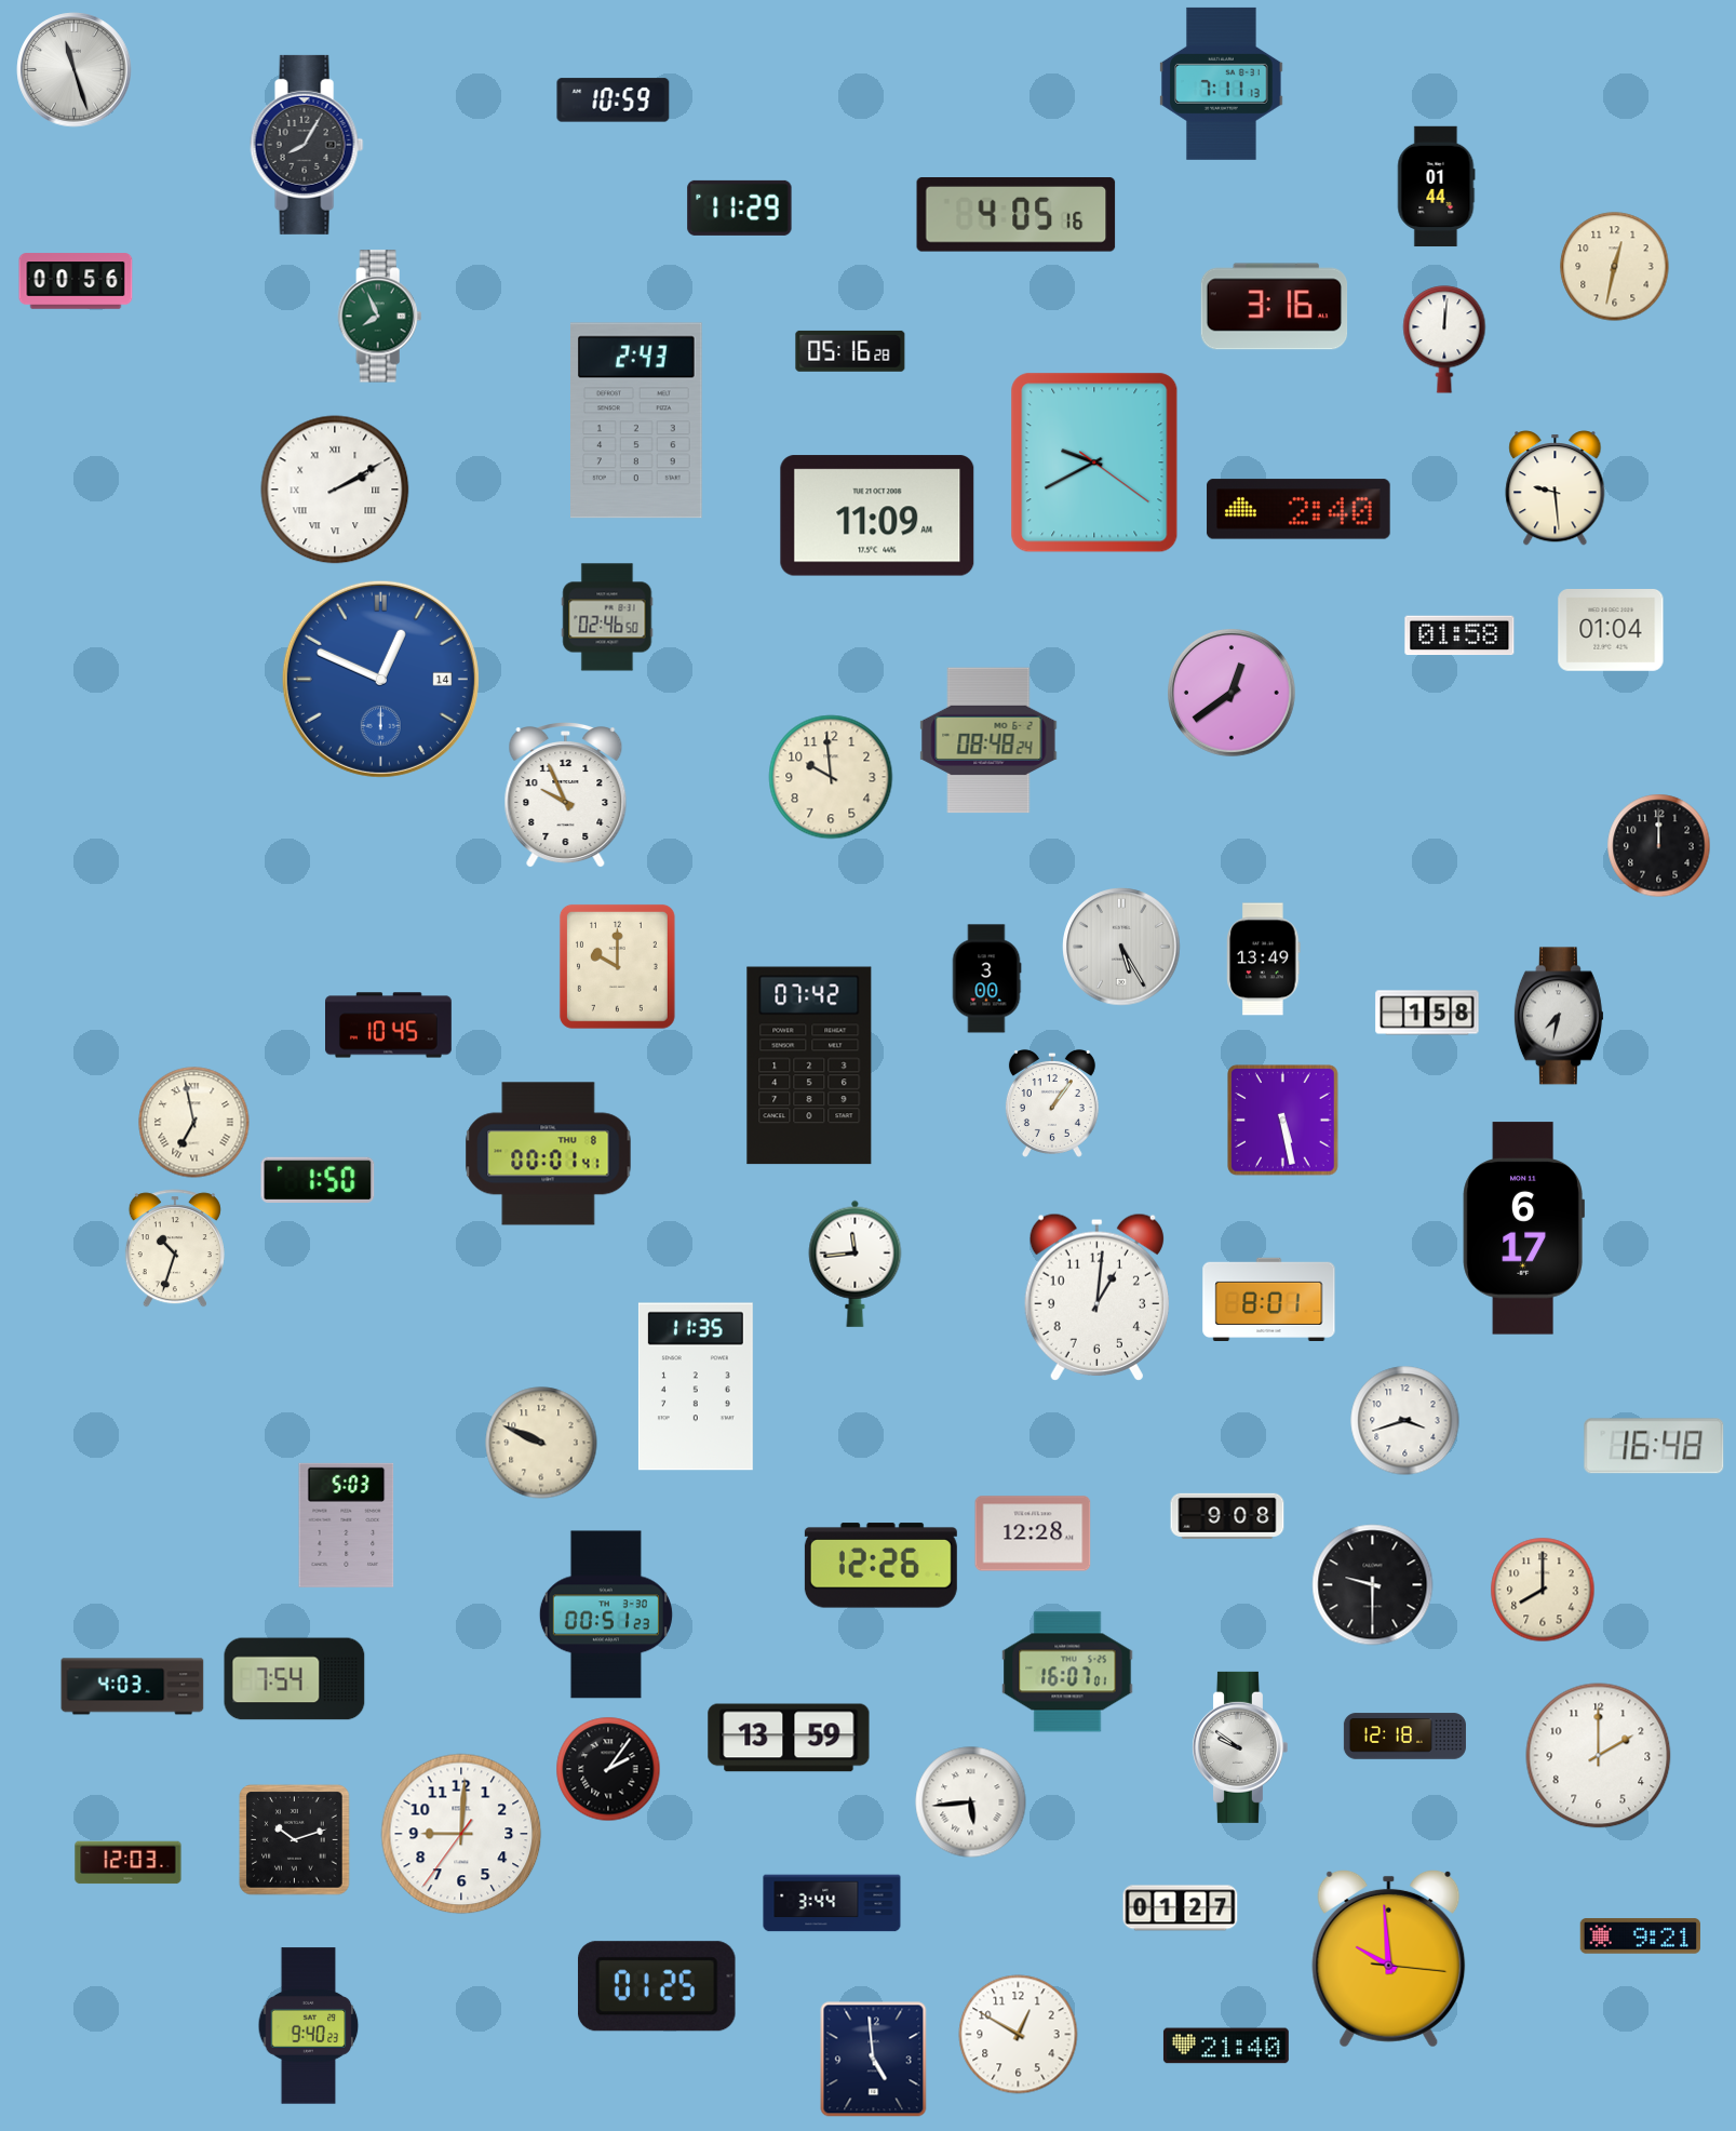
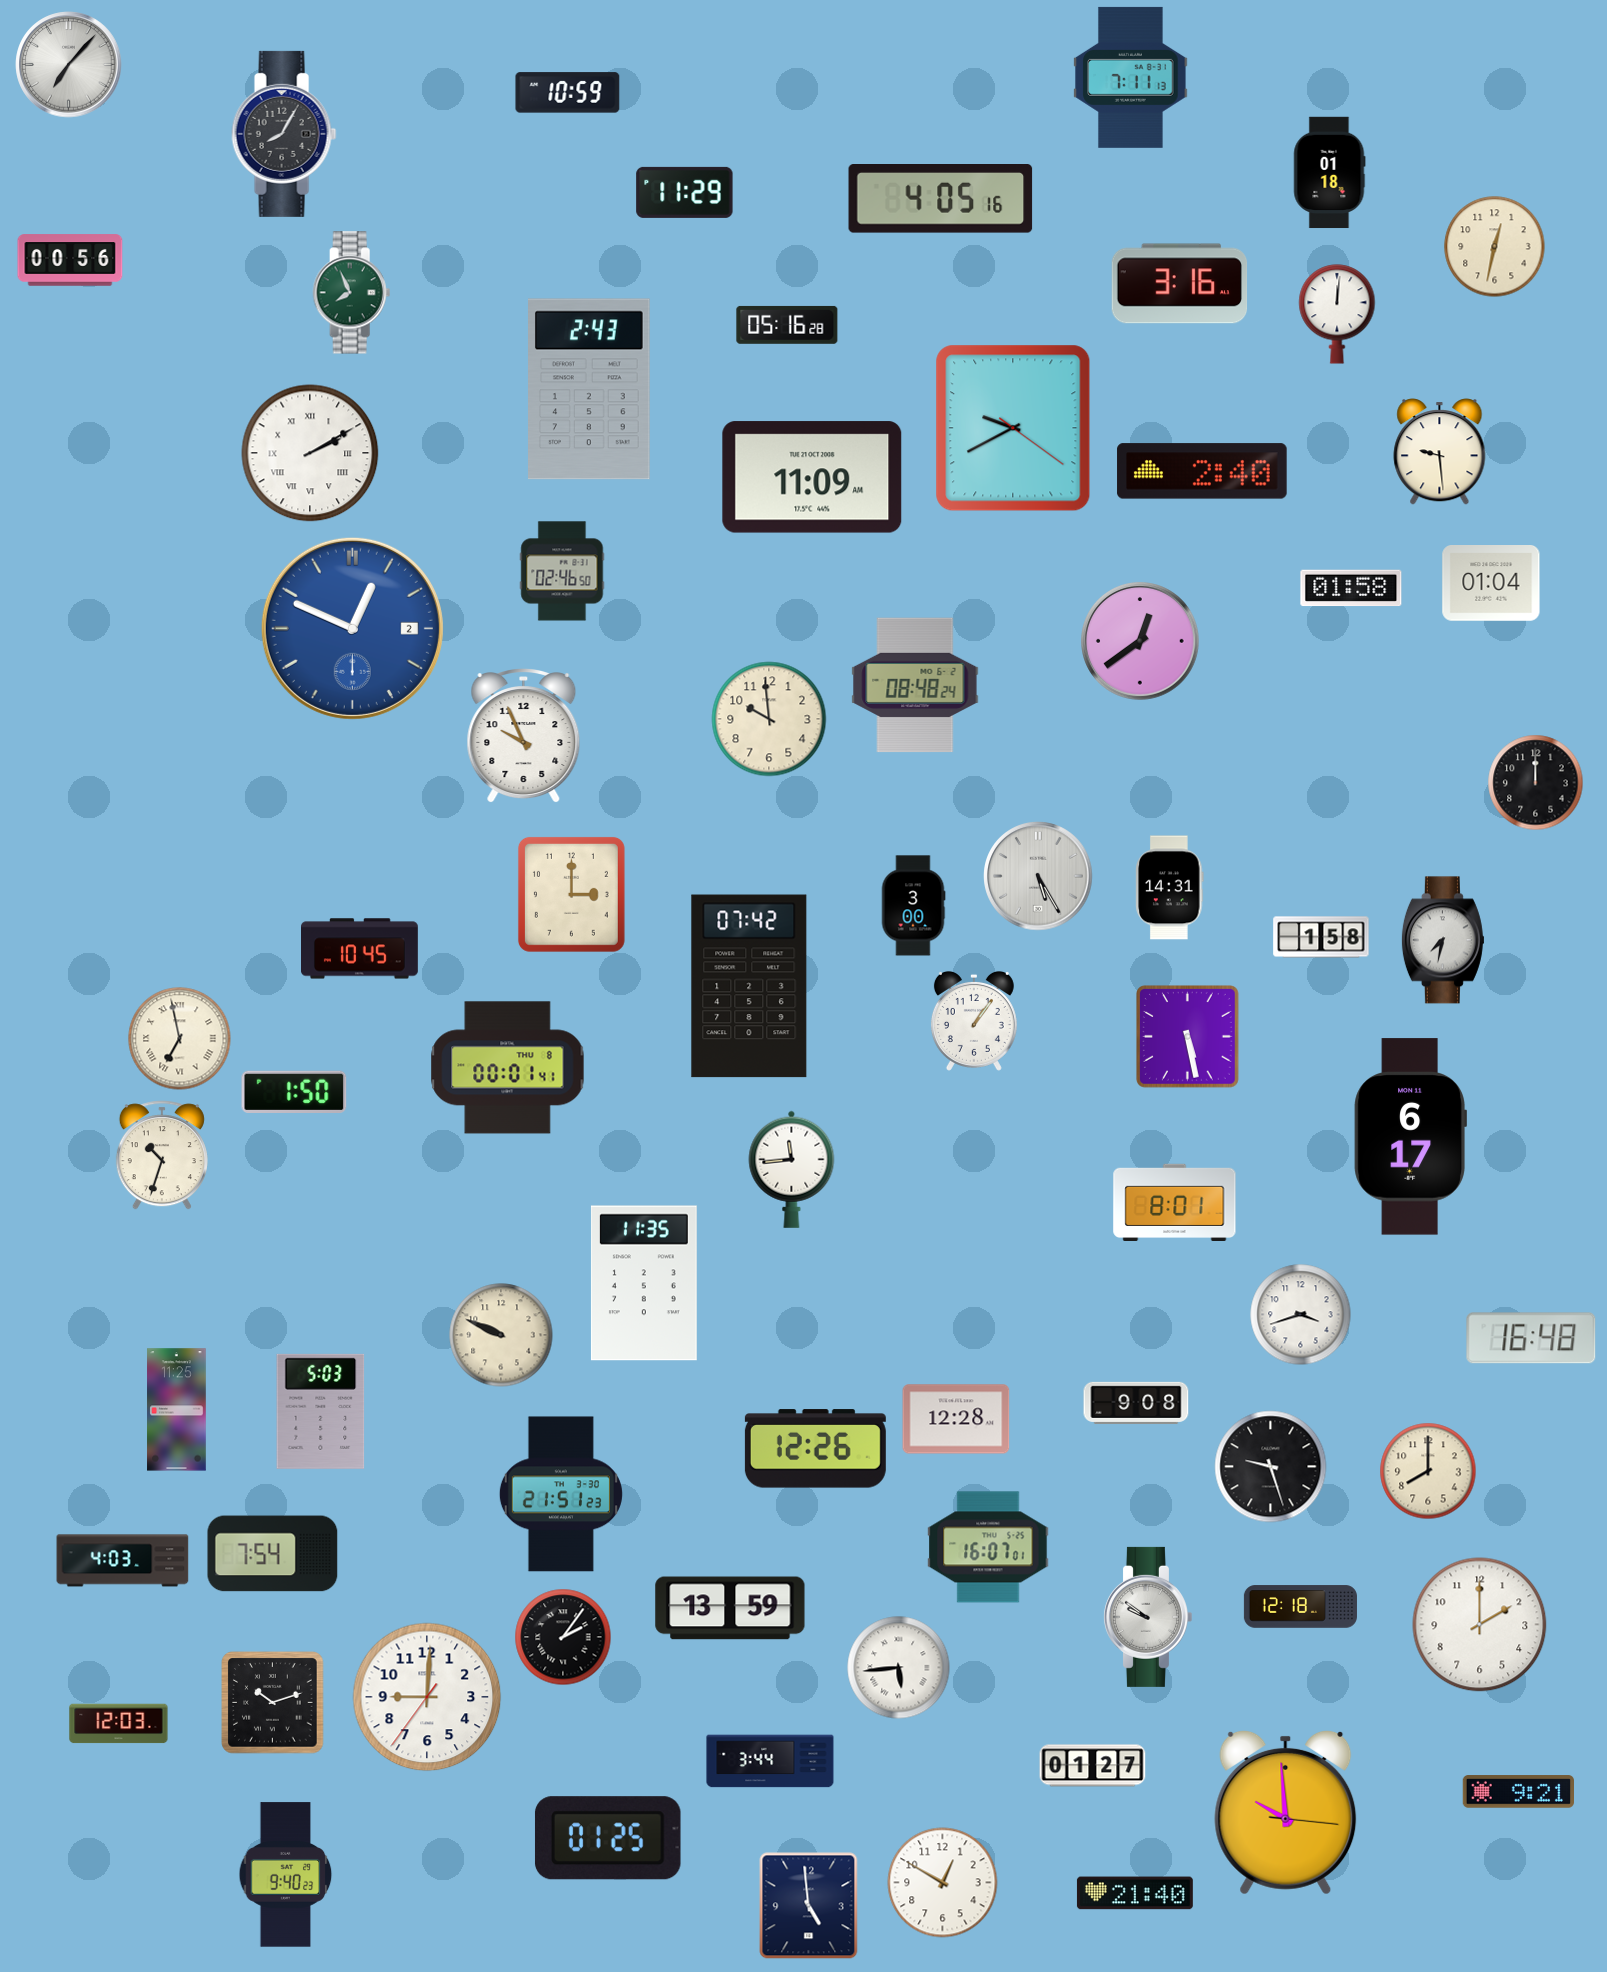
clock at (75, 70): 11:27 -> 7:07
clock at (1436, 187): 01:44 -> 01:18
clock at (380, 679) date: 14 -> 2
clock at (1264, 960): 13:49 -> 14:31
clock at (617, 966): 10:00 -> 3:00
clock at (1096, 1297): 1:01 -> none
clock at (177, 1410): none -> 11:25
clock at (1373, 1585): 9:30 -> 9:27
clock at (606, 1614): 00:51 -> 21:51
